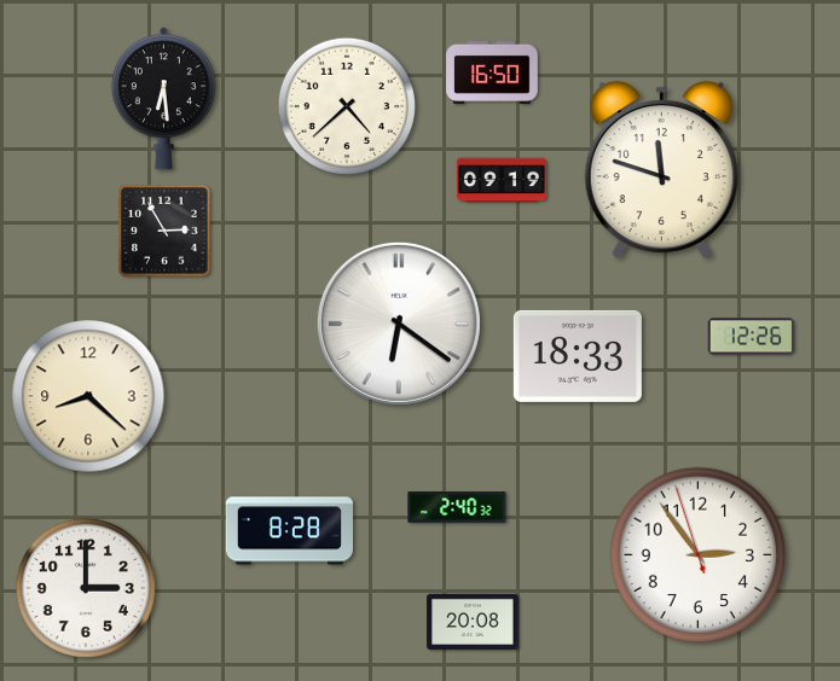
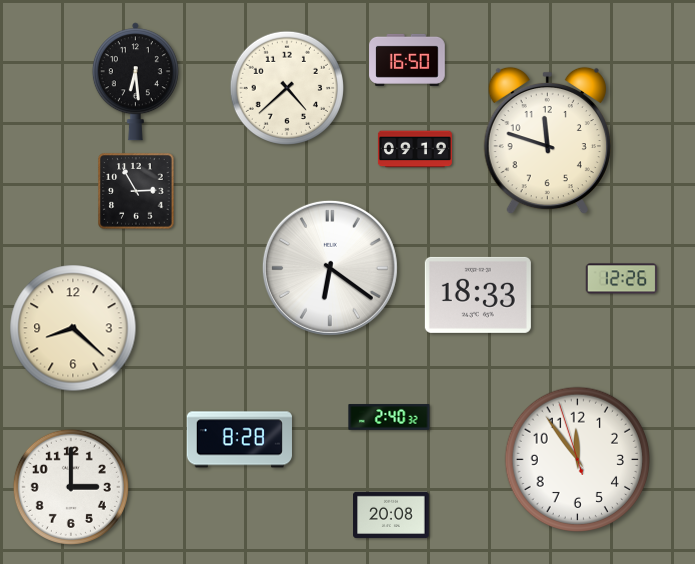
clock at (457, 507) position: (457, 507) -> (389, 417)
clock at (699, 555): 2:53 -> 11:53
